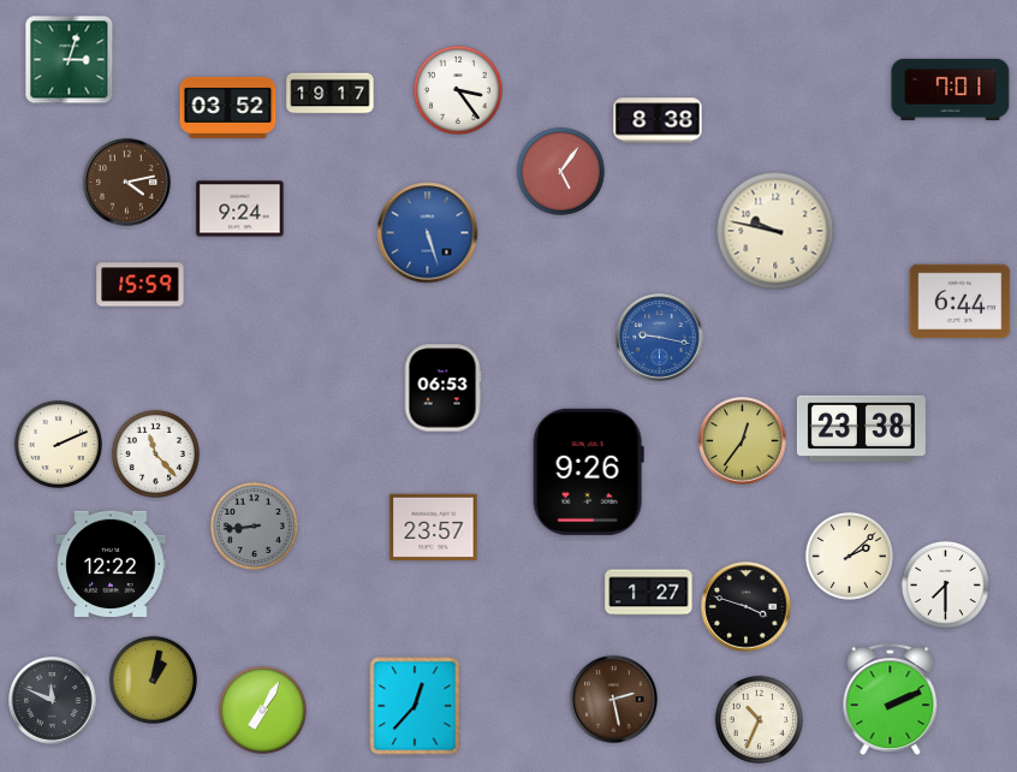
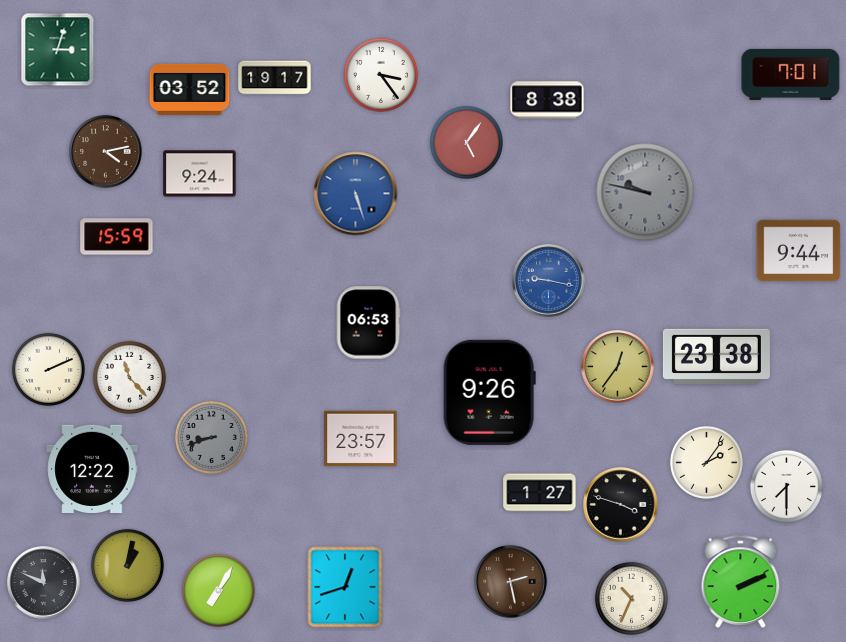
clock at (775, 231) dial: cream -> grey
clock at (960, 302): 6:44 -> 9:44
clock at (254, 525): 8:44 -> 8:42
clock at (849, 556): 2:08 -> 2:06
clock at (415, 706): 12:37 -> 12:42
